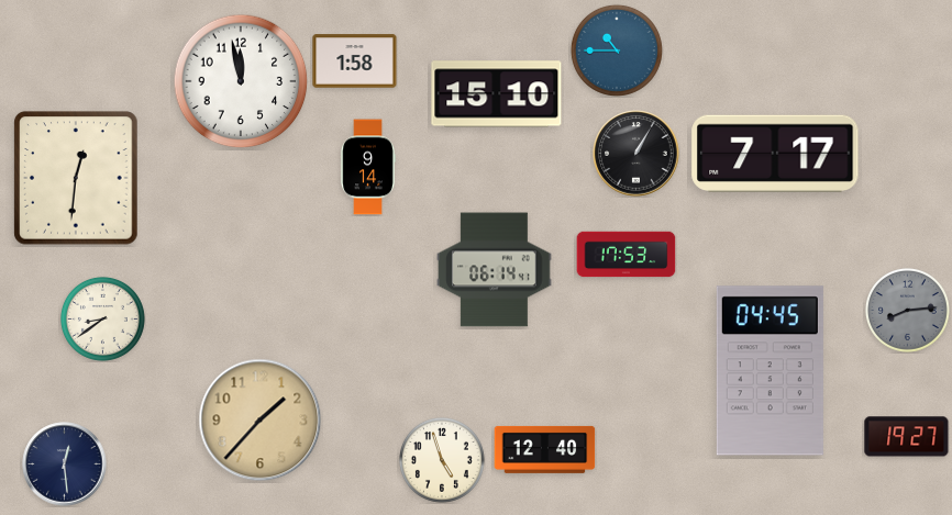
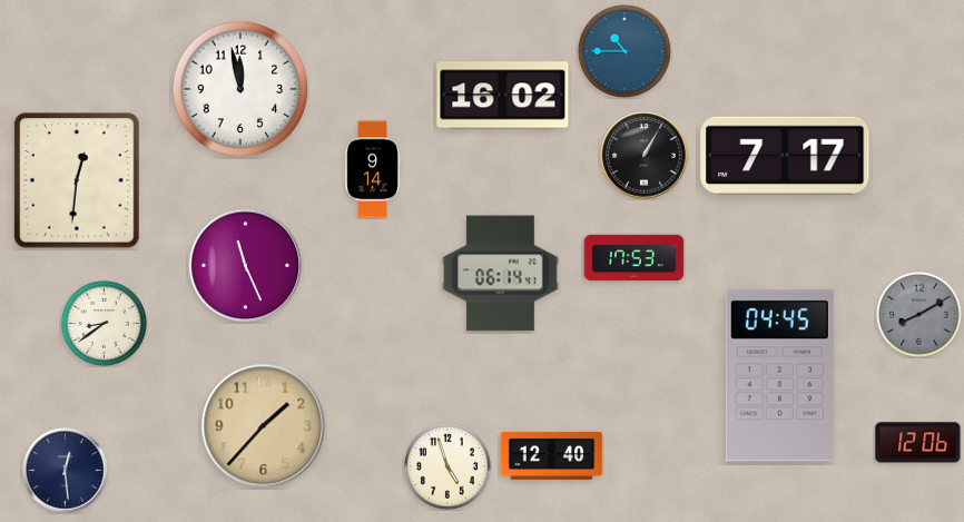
clock at (355, 61): 1:58 -> none
clock at (241, 81) position: (241, 81) -> (240, 89)
clock at (497, 94): 15:10 -> 16:02
clock at (246, 266): none -> 11:26
clock at (907, 310): 8:14 -> 8:10
clock at (907, 437): 19:27 -> 12:06
